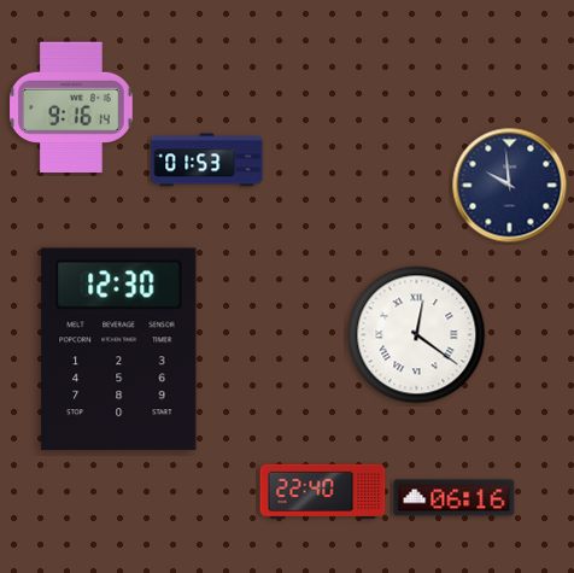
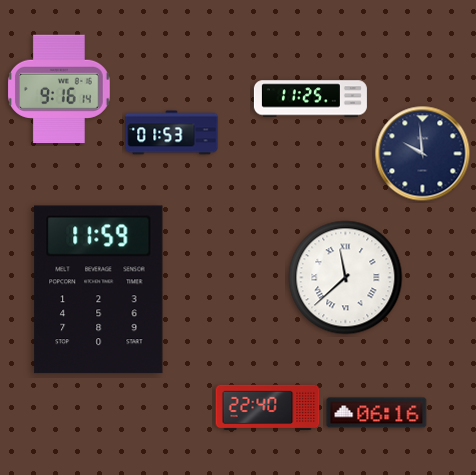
clock at (310, 99): none -> 11:25
clock at (417, 335): 12:21 -> 11:38
clock at (119, 350): 12:30 -> 11:59
